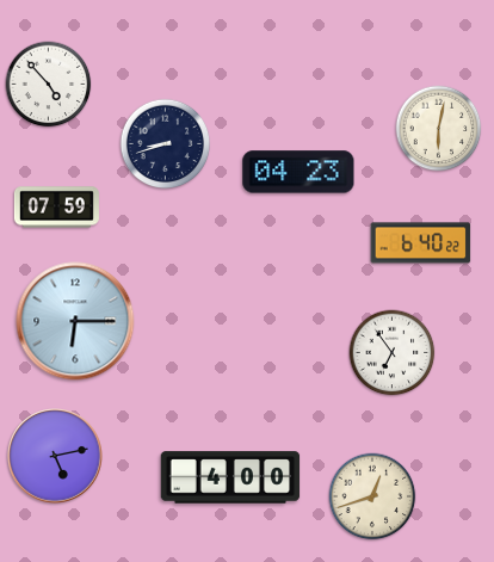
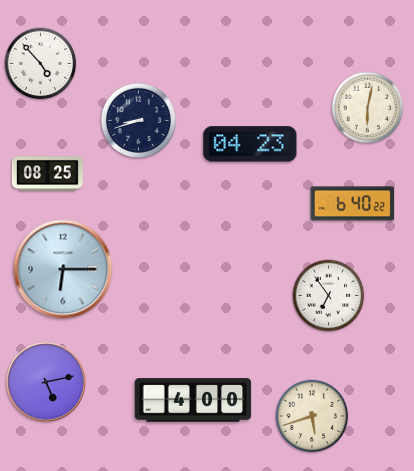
clock at (49, 85) position: (49, 85) -> (41, 64)
clock at (56, 208): 07:59 -> 08:25
clock at (372, 496): 12:42 -> 5:42
